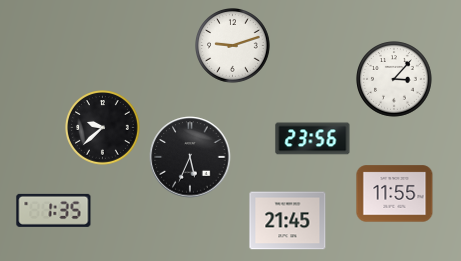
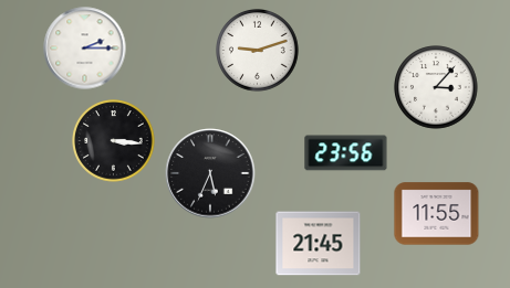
clock at (85, 49): none -> 2:15
clock at (103, 128): 9:38 -> 3:16
clock at (54, 210): 1:35 -> none
